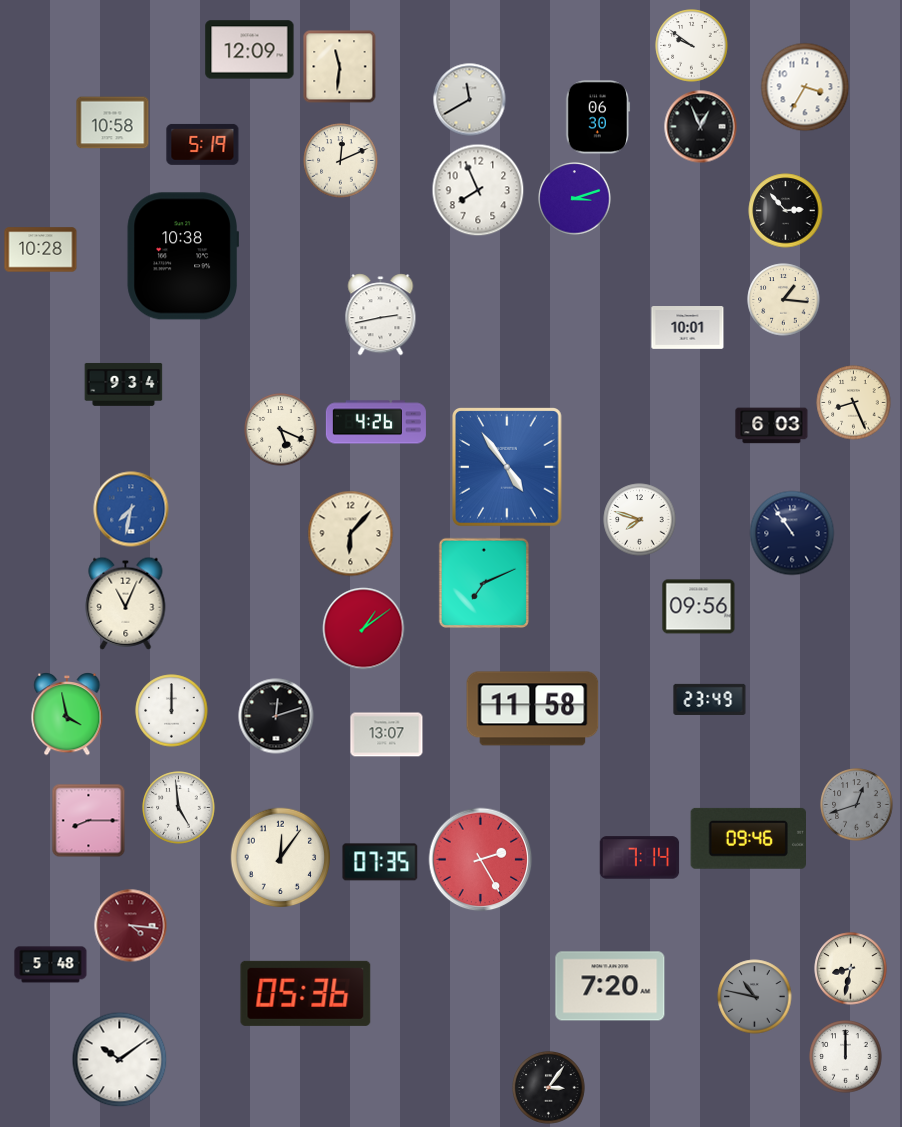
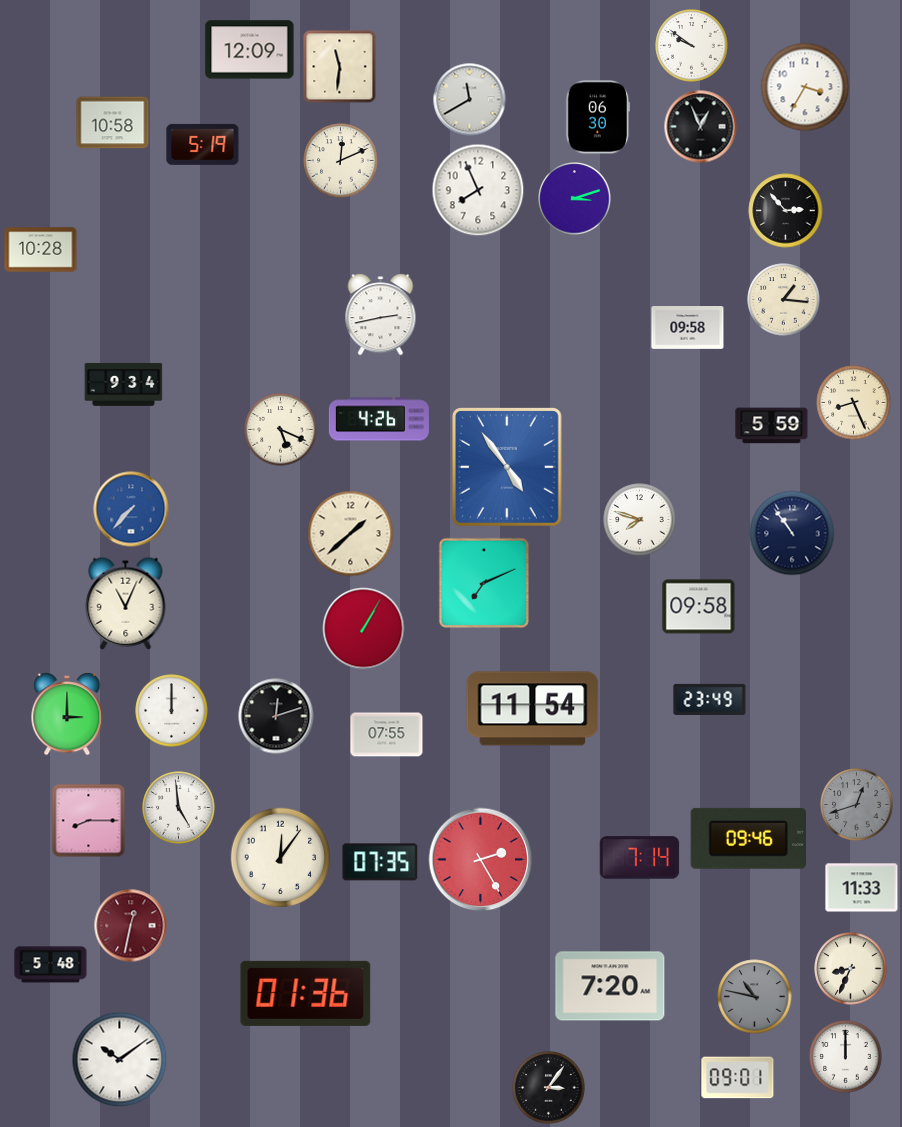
clock at (183, 256): 10:38 -> none
clock at (688, 328): 10:01 -> 09:58
clock at (376, 422) position: (376, 422) -> (379, 419)
clock at (772, 426): 6:03 -> 5:59
clock at (131, 509): 7:32 -> 7:37
clock at (351, 534): 6:07 -> 1:38
clock at (699, 607): 09:56 -> 09:58
clock at (364, 629): 1:09 -> 1:05
clock at (533, 709): 11:58 -> 11:54
clock at (67, 715): 3:58 -> 3:00
clock at (387, 735): 13:07 -> 07:55
clock at (862, 888): none -> 11:33
clock at (131, 926): 4:16 -> 12:32
clock at (851, 969): 8:32 -> 8:34
clock at (306, 993): 05:36 -> 01:36
clock at (738, 1078): none -> 09:01
